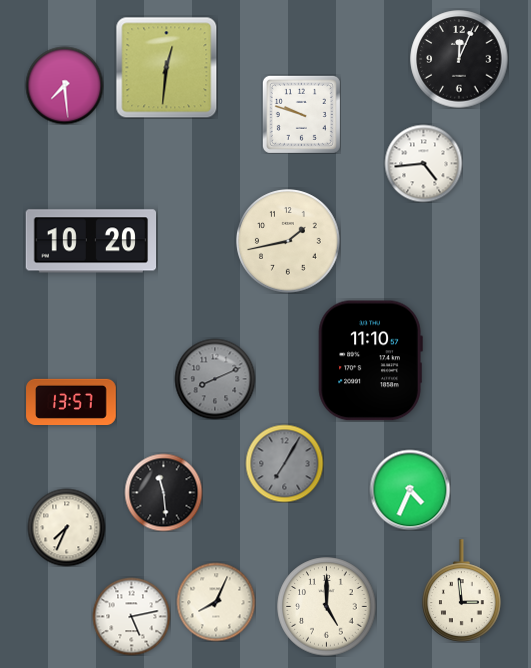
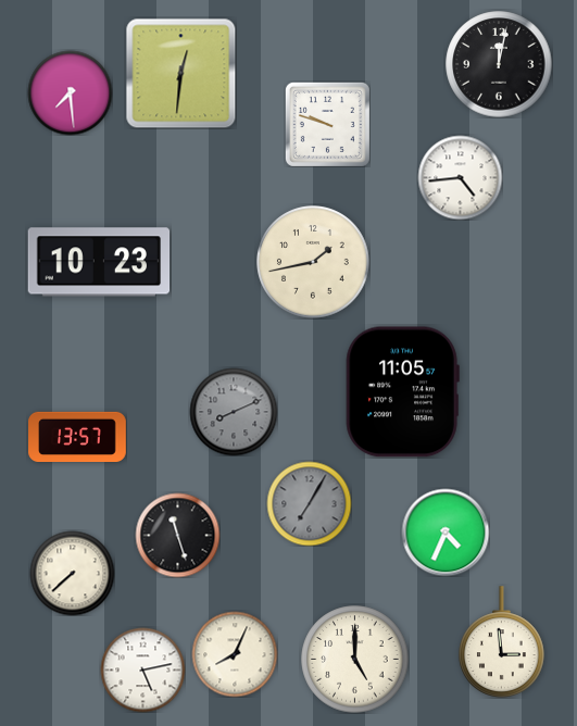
clock at (459, 59): 12:04 -> 12:02
clock at (91, 241): 10:20 -> 10:23
clock at (370, 361): 11:10 -> 11:05
clock at (163, 492): 11:29 -> 11:27
clock at (66, 527): 7:34 -> 7:38
